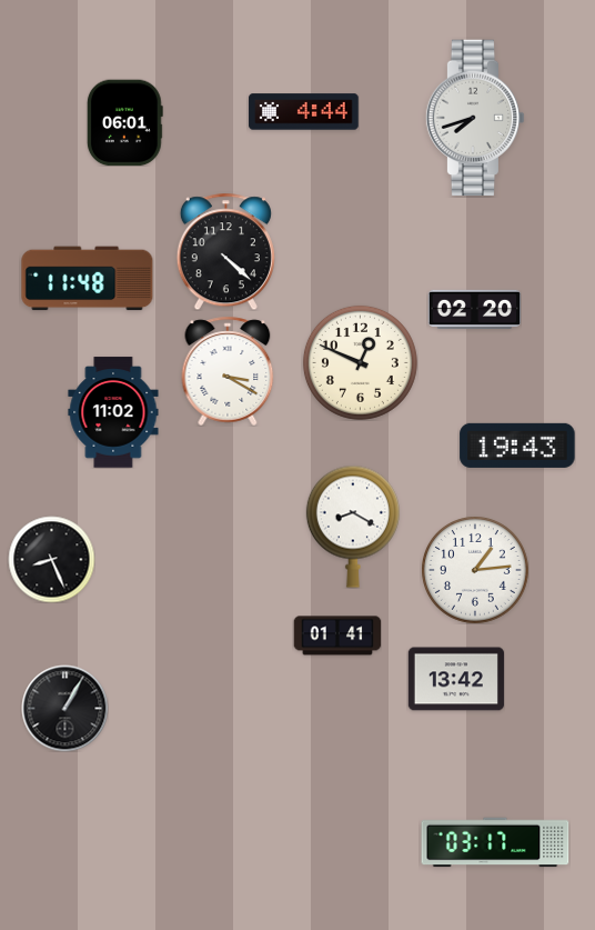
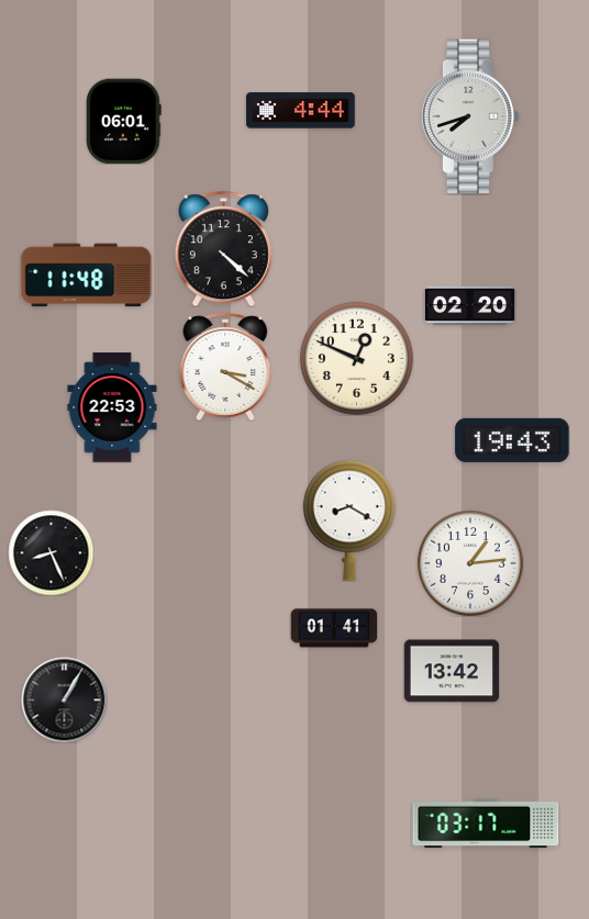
clock at (113, 412): 11:02 -> 22:53
clock at (495, 842) position: (495, 842) -> (486, 823)
